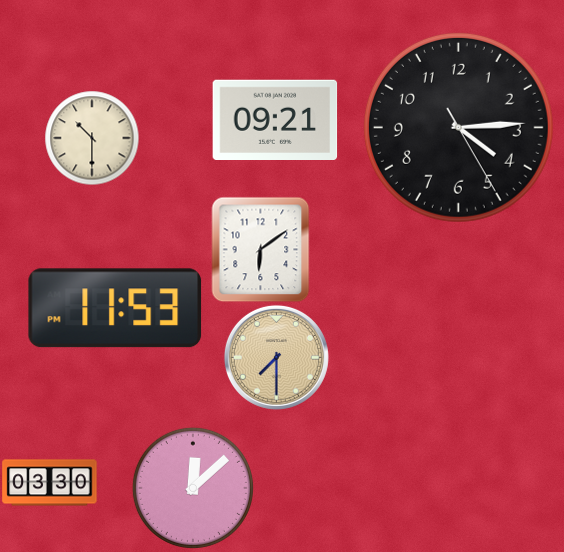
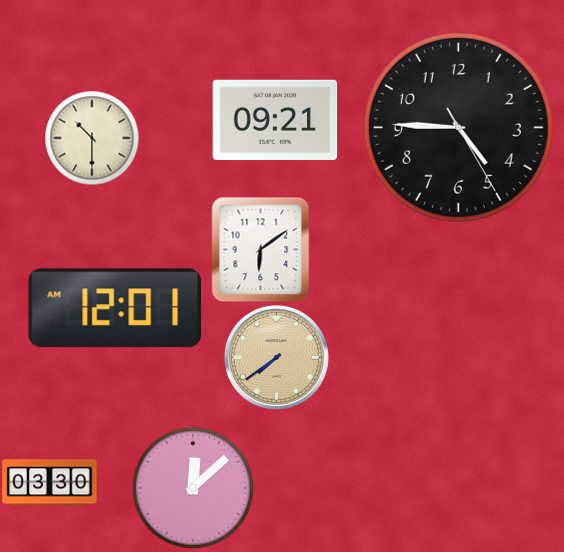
clock at (458, 127): 4:14 -> 4:45
clock at (115, 308): 11:53 -> 12:01
clock at (276, 357): 7:30 -> 7:39
